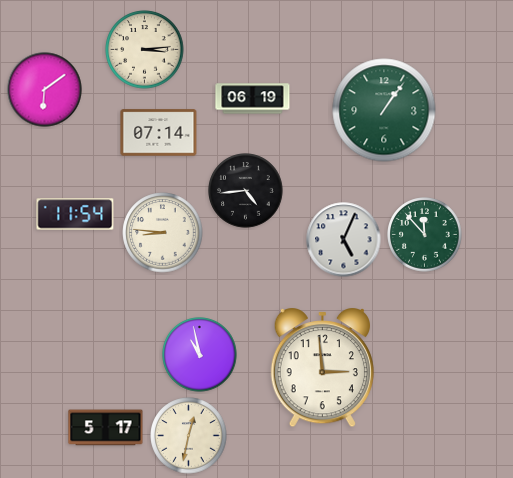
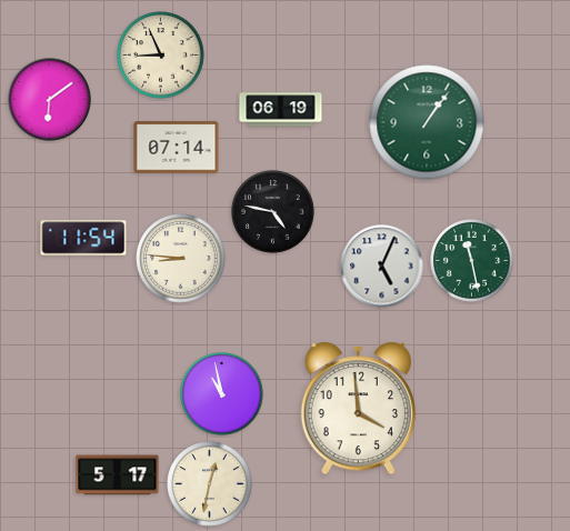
clock at (145, 50): 3:14 -> 8:56
clock at (246, 191): 4:44 -> 4:47
clock at (425, 235): 11:53 -> 11:28
clock at (322, 369): 2:59 -> 3:59
